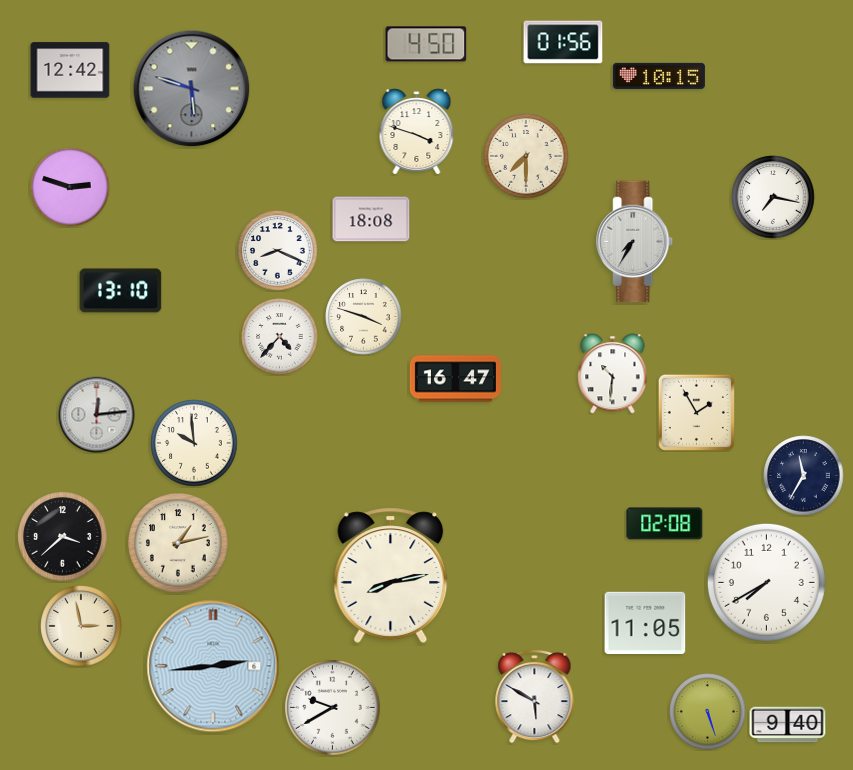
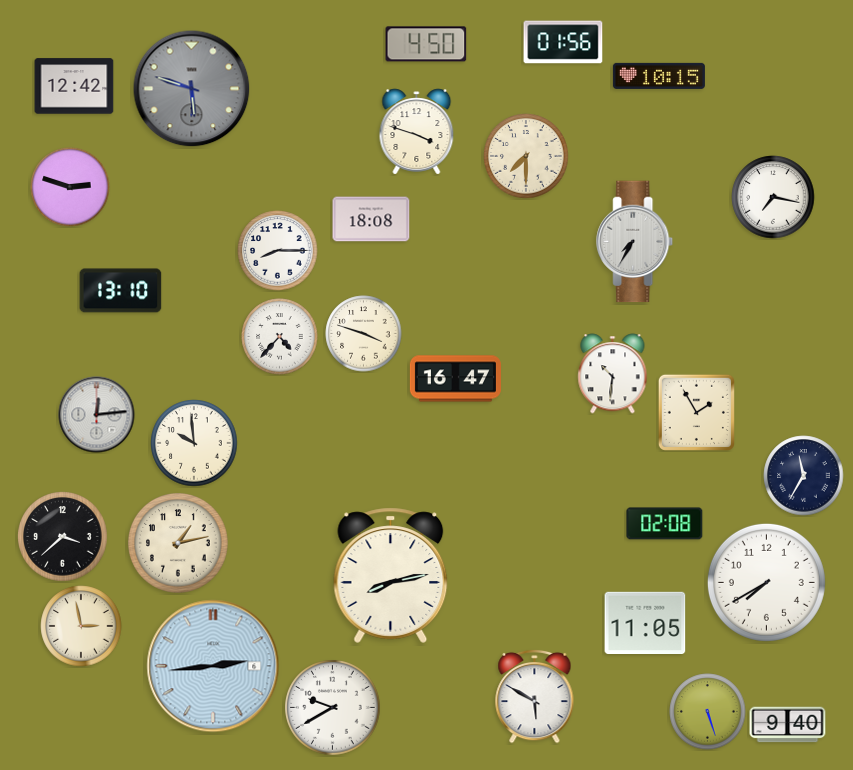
clock at (70, 70) position: (70, 70) -> (74, 86)
clock at (278, 251): 8:19 -> 8:15
clock at (364, 317) position: (364, 317) -> (364, 334)
